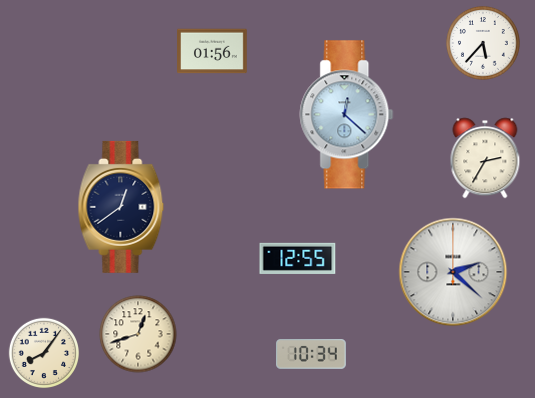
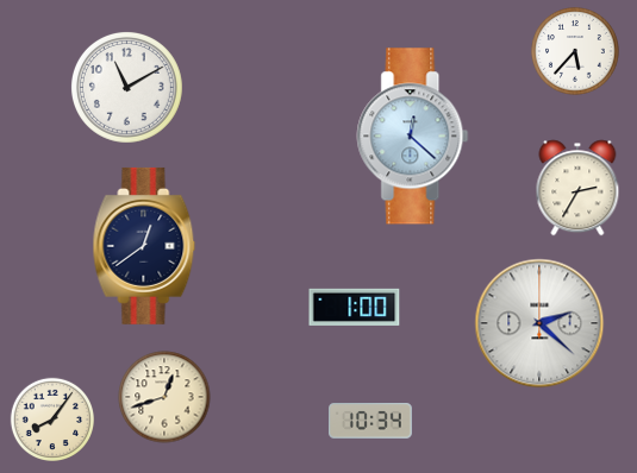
clock at (212, 51): 01:56 -> none
clock at (126, 87): none -> 11:10
clock at (298, 258): 12:55 -> 1:00
